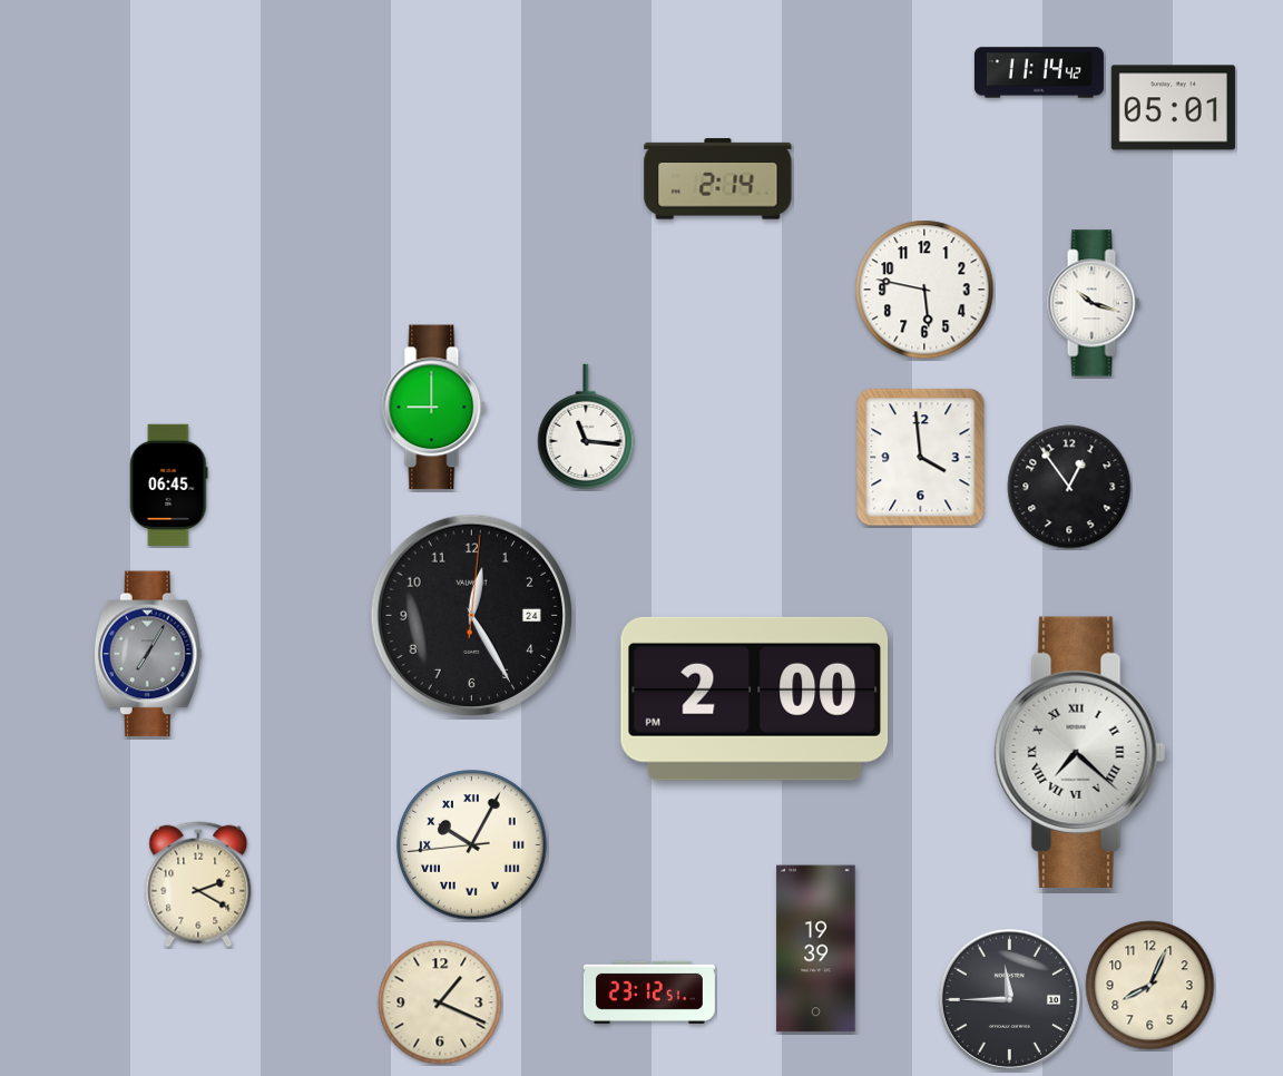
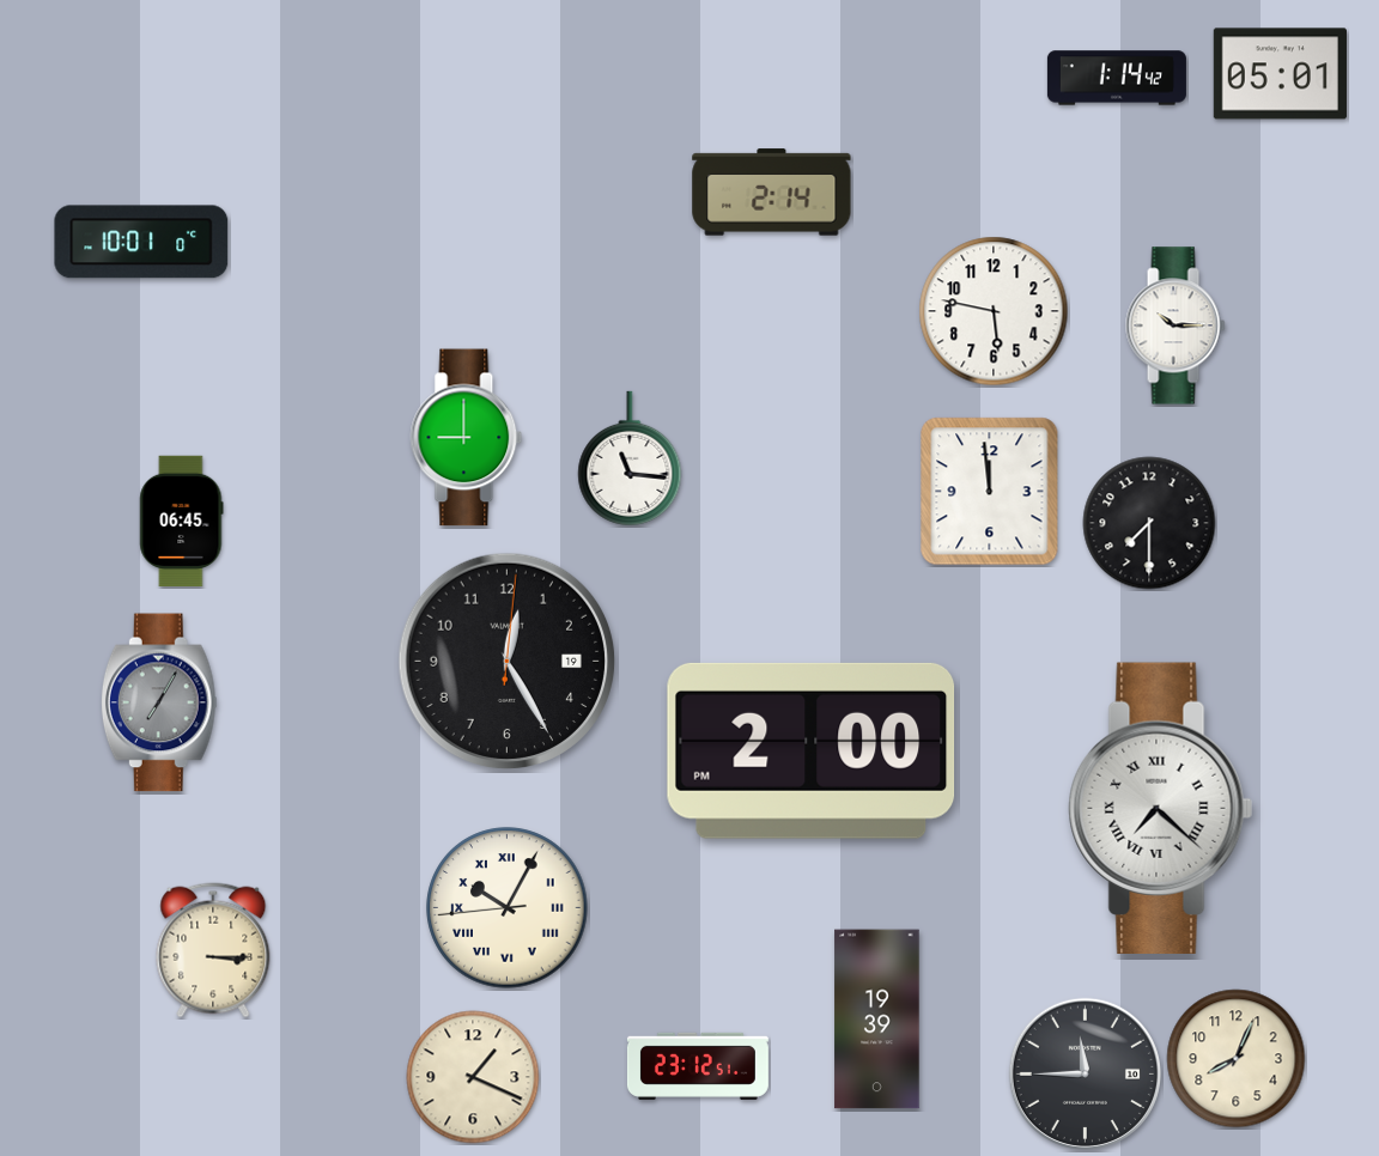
clock at (1039, 72): 11:14 -> 1:14
clock at (1173, 108) position: (1173, 108) -> (1280, 74)
clock at (141, 242): none -> 10:01
clock at (1094, 303): 10:18 -> 10:15
clock at (921, 458): 3:59 -> 11:59
clock at (1069, 487): 12:54 -> 7:30
clock at (472, 616) date: 24 -> 19
clock at (198, 884): 2:20 -> 3:15
